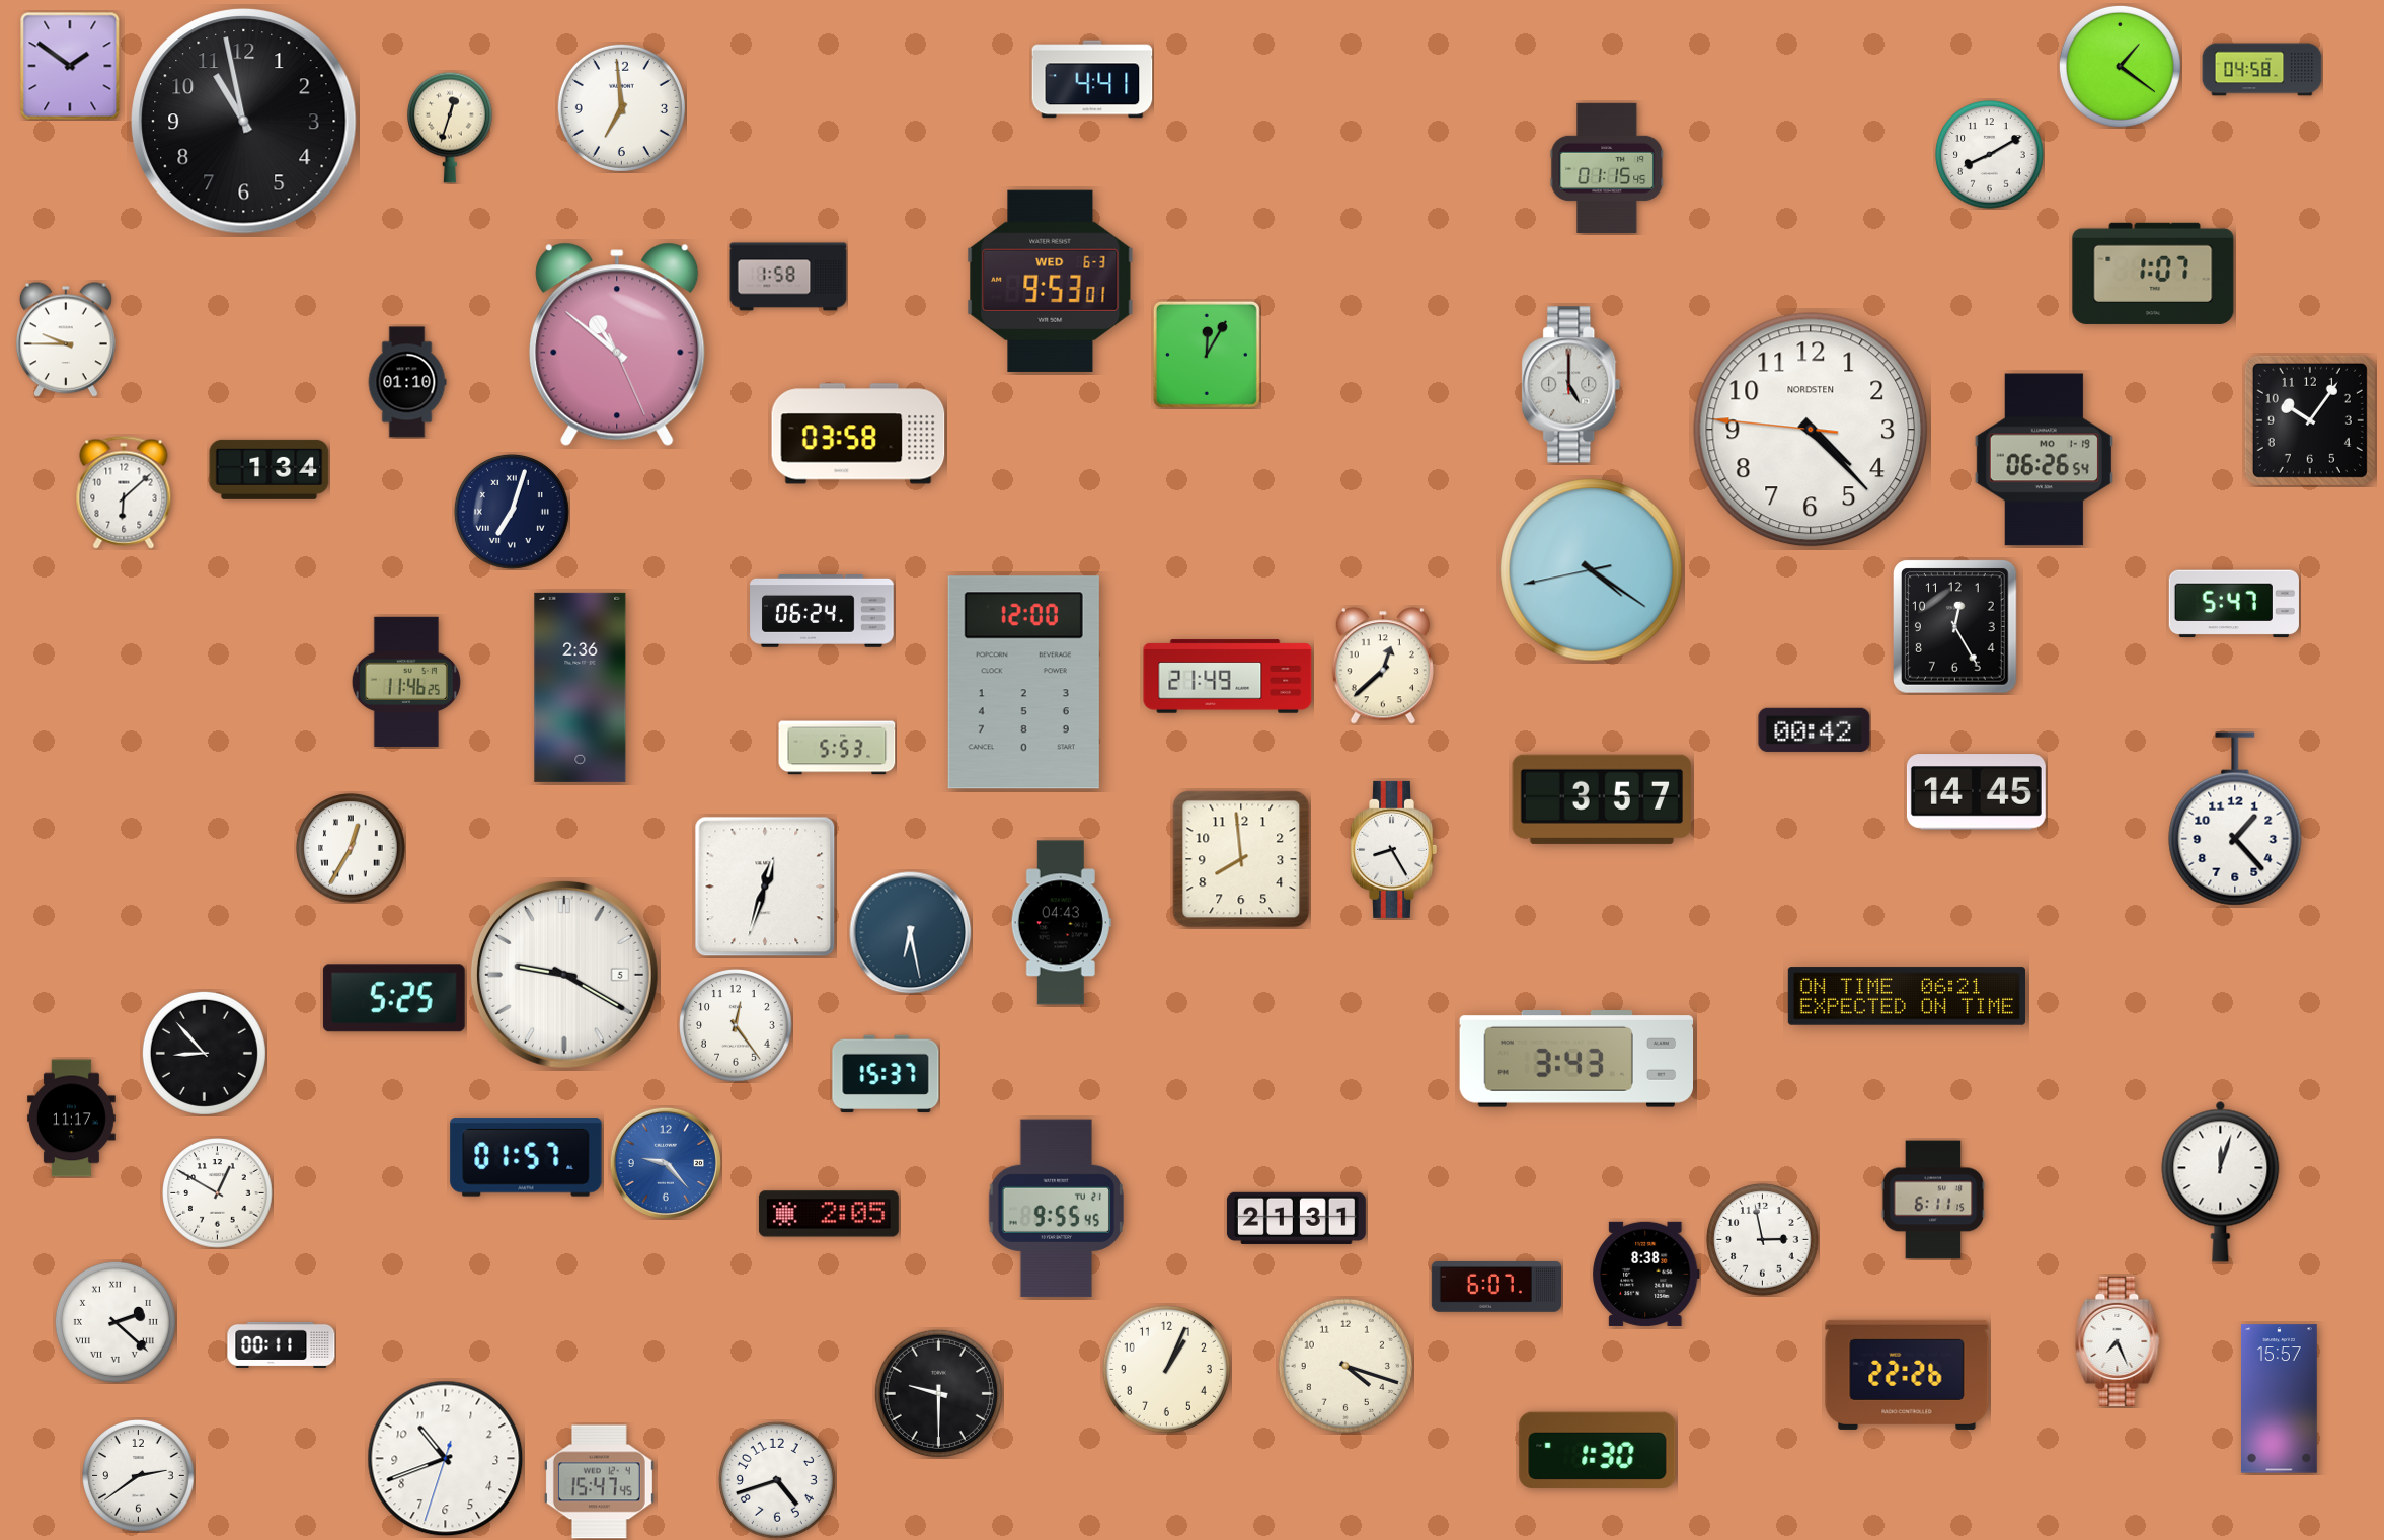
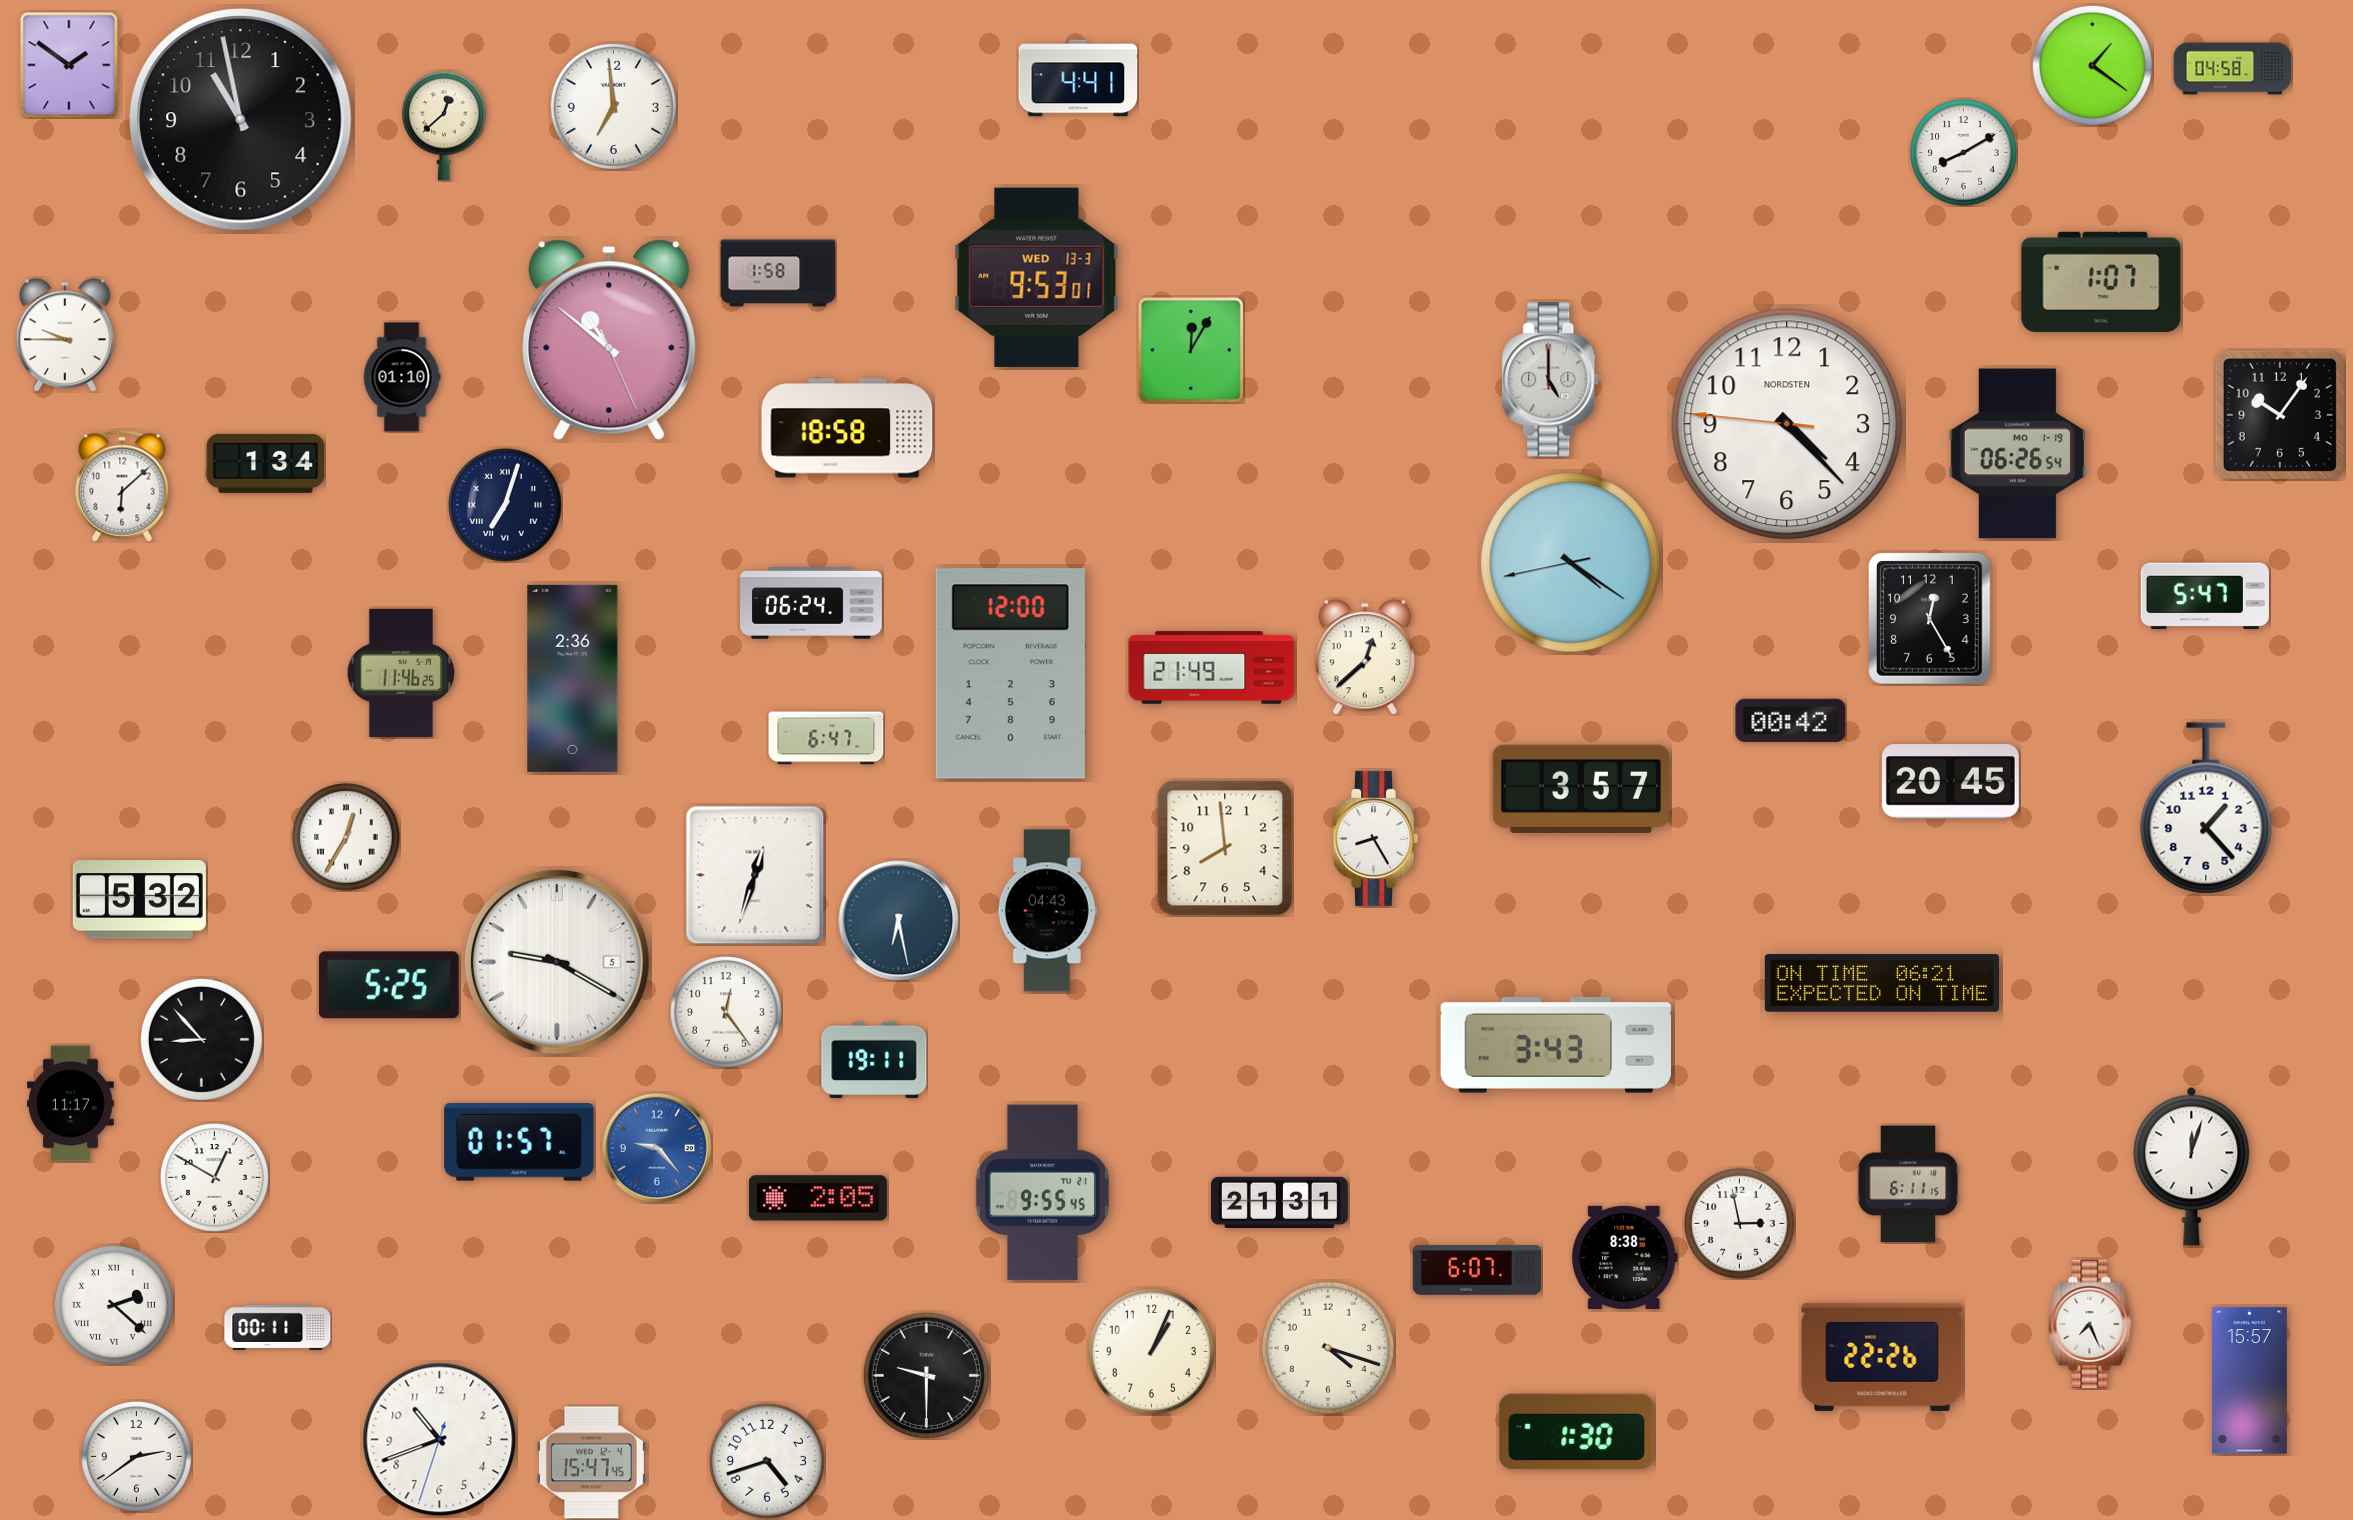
clock at (451, 128): 12:33 -> 12:38
clock at (1607, 167): 01:15 -> none
clock at (2153, 274) position: (2153, 274) -> (2101, 282)
clock at (1051, 281) date: WED 6-3 -> WED 13-3
clock at (858, 434): 03:58 -> 18:58
clock at (837, 748): 5:53 -> 6:47
clock at (1976, 792): 14:45 -> 20:45
clock at (139, 900): none -> 5:32
clock at (886, 1074): 15:37 -> 19:11
